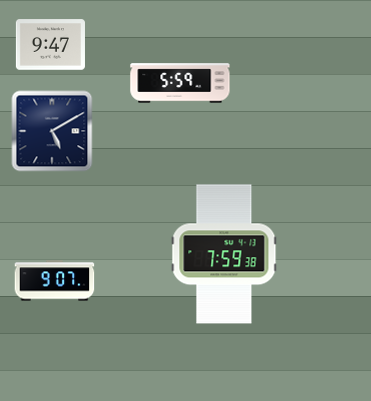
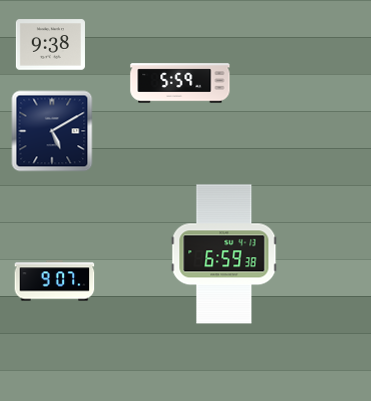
clock at (50, 45): 9:47 -> 9:38
clock at (224, 254): 7:59 -> 6:59
